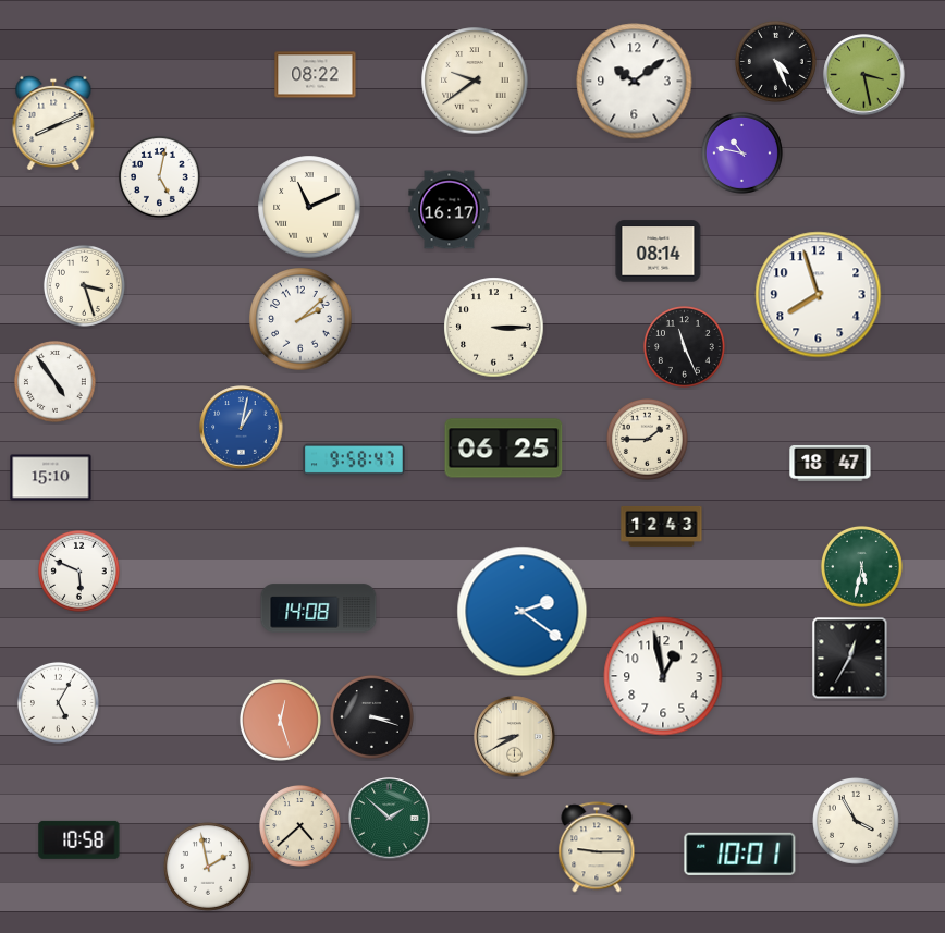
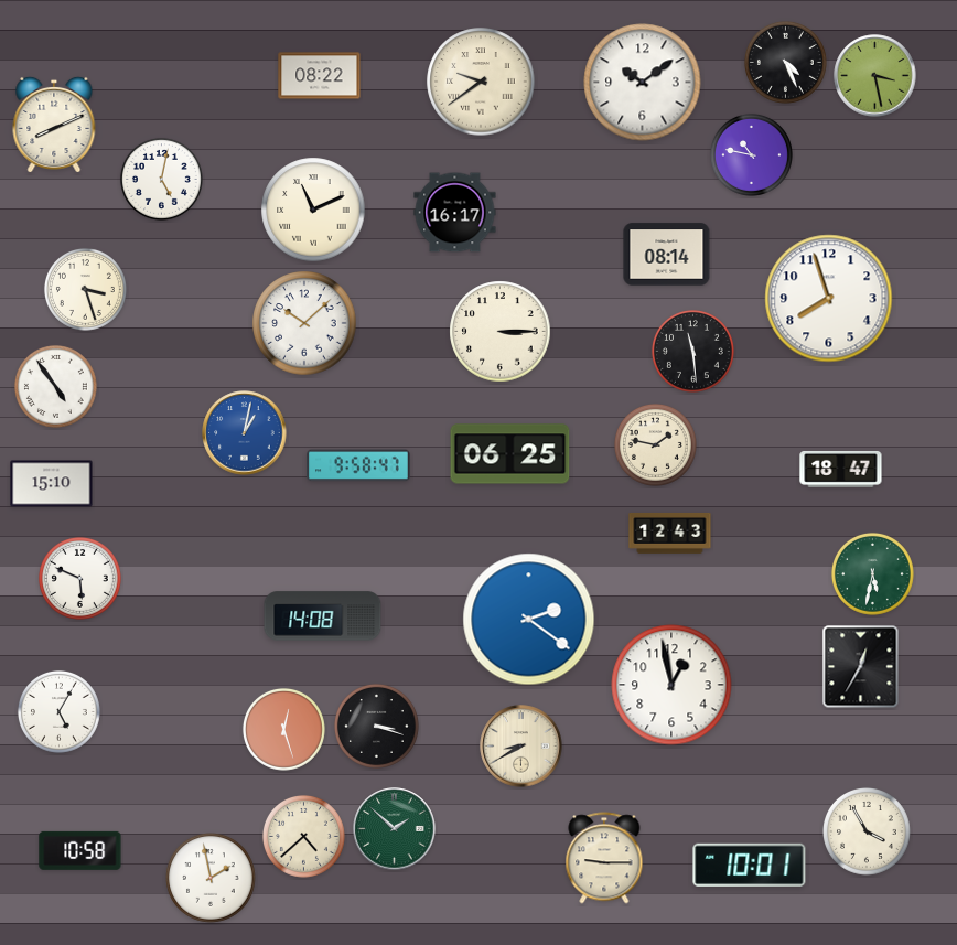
clock at (300, 319): 2:08 -> 10:08
clock at (684, 346): 11:26 -> 11:29
clock at (647, 439): 1:45 -> 1:47
